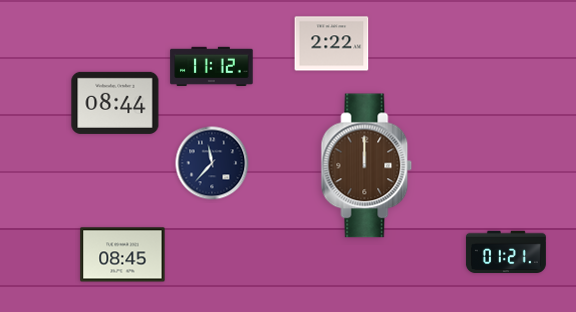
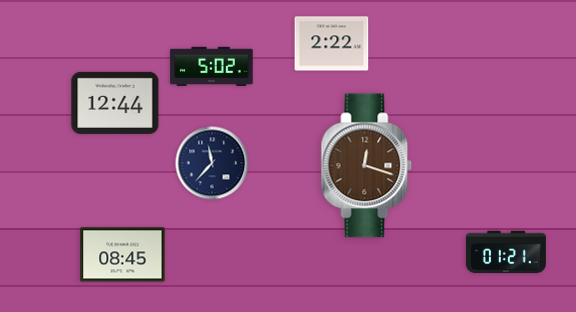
clock at (212, 66): 11:12 -> 5:02
clock at (115, 103): 08:44 -> 12:44
clock at (367, 166): 12:00 -> 12:18
